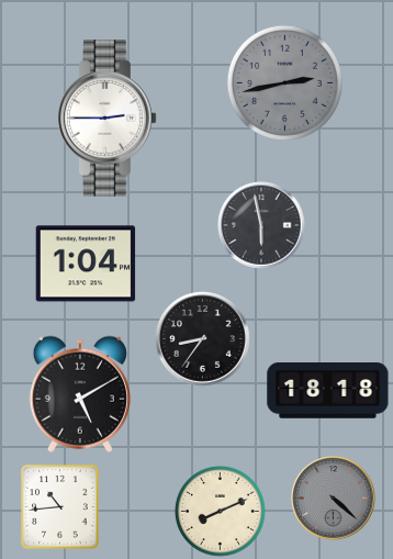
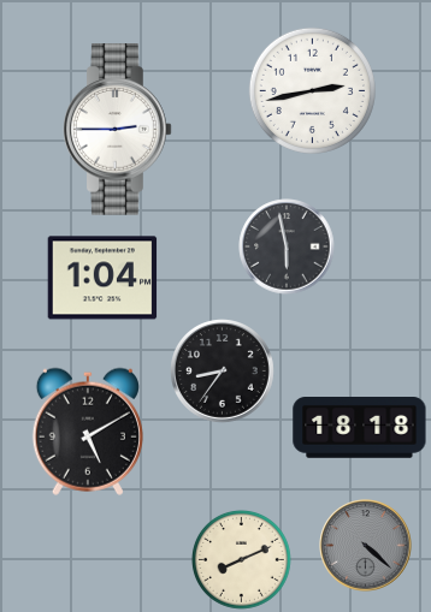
clock at (284, 82) dial: grey -> white
clock at (86, 264) position: (86, 264) -> (102, 278)
clock at (60, 507): 10:44 -> none
